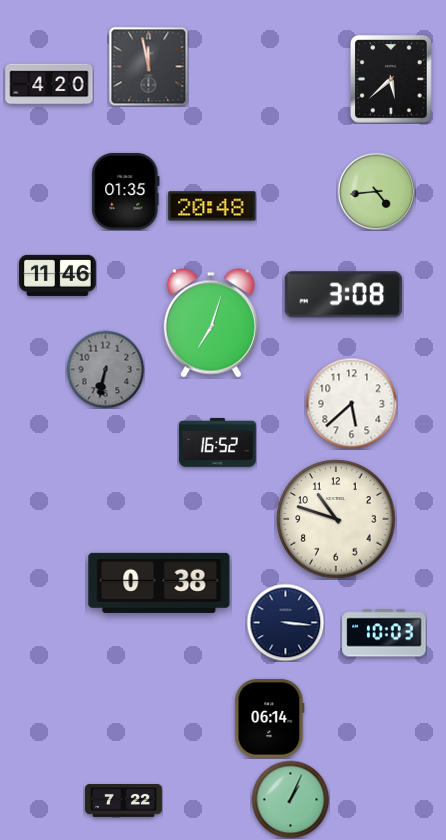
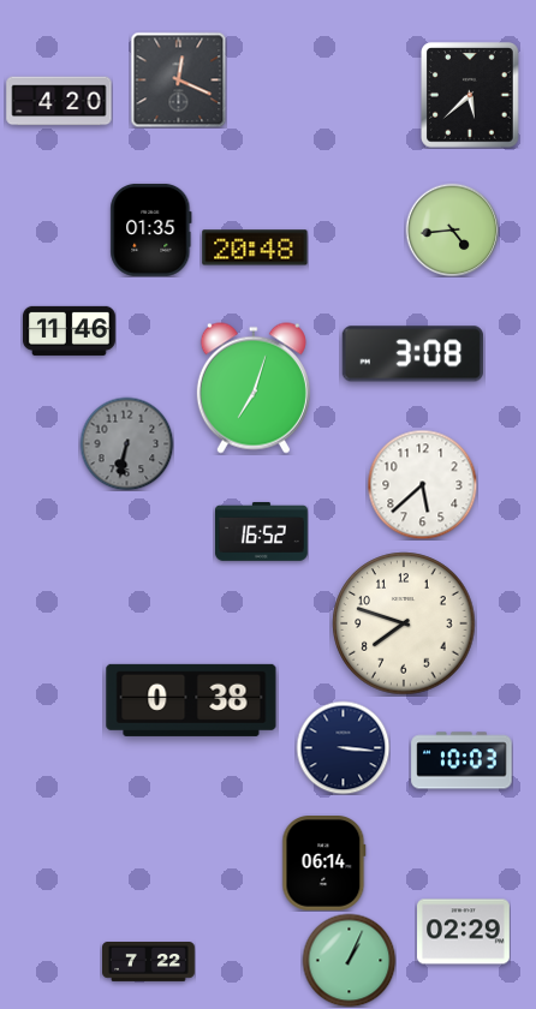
clock at (148, 66): 11:58 -> 12:19
clock at (336, 519): 10:48 -> 7:48
clock at (464, 932): none -> 02:29
